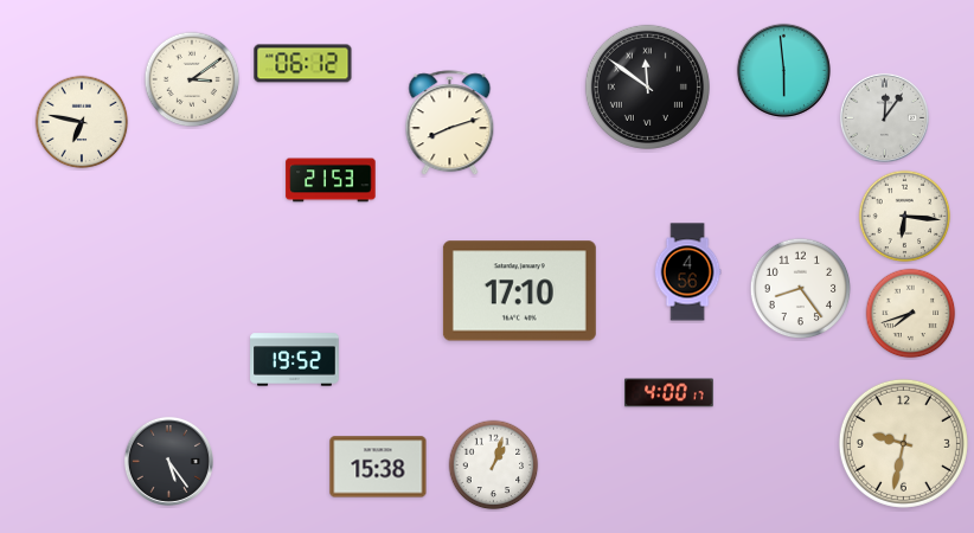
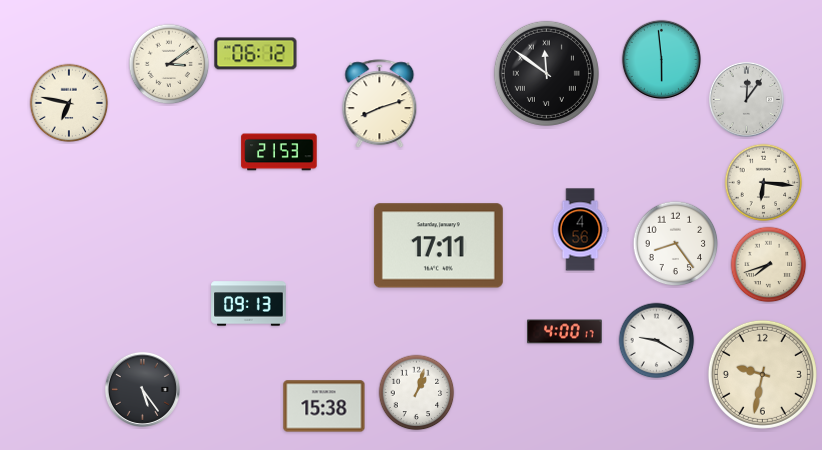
clock at (192, 79) position: (192, 79) -> (169, 64)
clock at (519, 291): 17:10 -> 17:11
clock at (295, 360): 19:52 -> 09:13
clock at (657, 341): none -> 9:20
clock at (378, 467) position: (378, 467) -> (324, 406)
